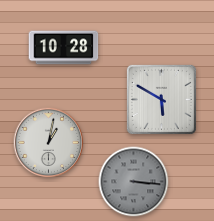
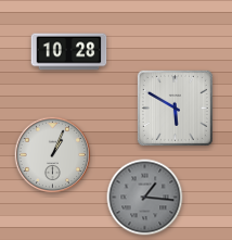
clock at (49, 143): 1:02 -> 1:04
clock at (134, 182): 3:16 -> 1:16
